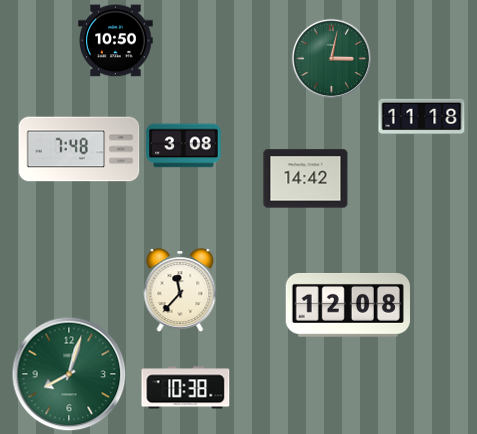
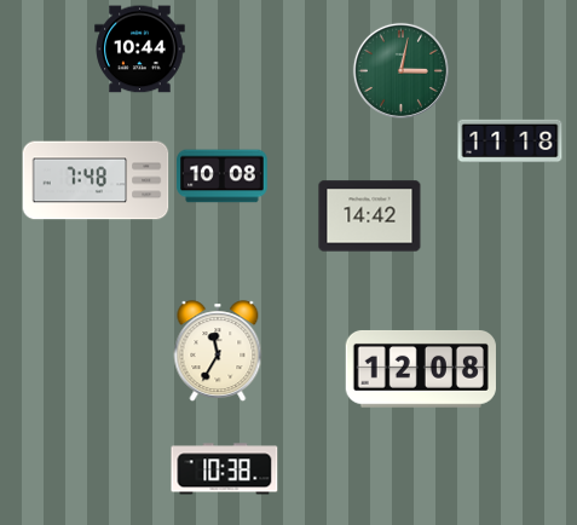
clock at (116, 41): 10:50 -> 10:44
clock at (184, 146): 3:08 -> 10:08
clock at (180, 291): 11:37 -> 11:35
clock at (69, 374): 8:03 -> none
